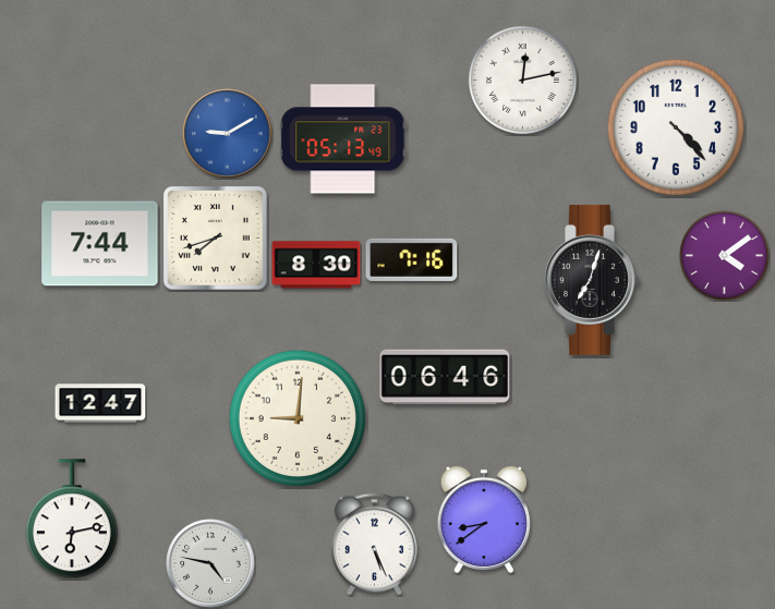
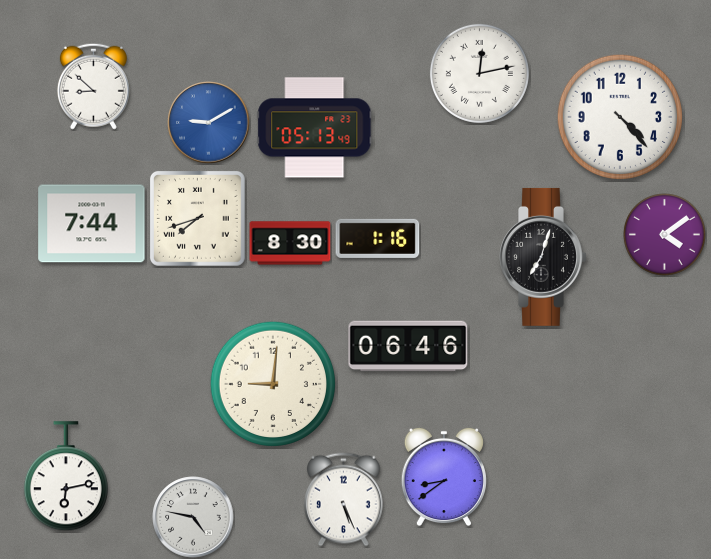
clock at (93, 86): none -> 8:52
clock at (412, 259): 7:16 -> 1:16
clock at (100, 403): 12:47 -> none
